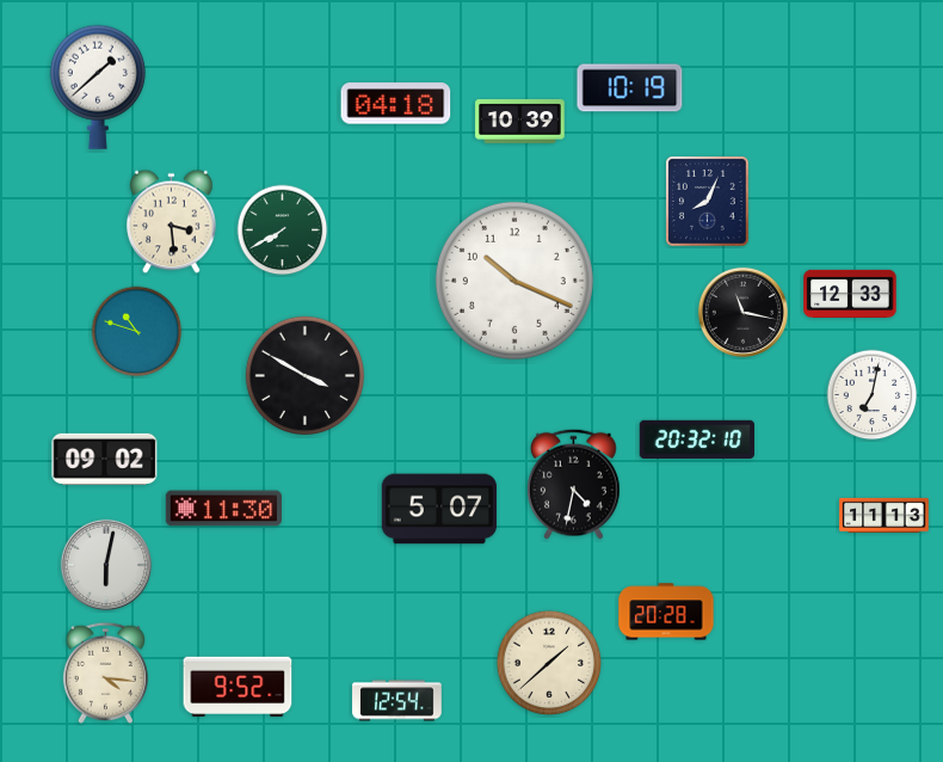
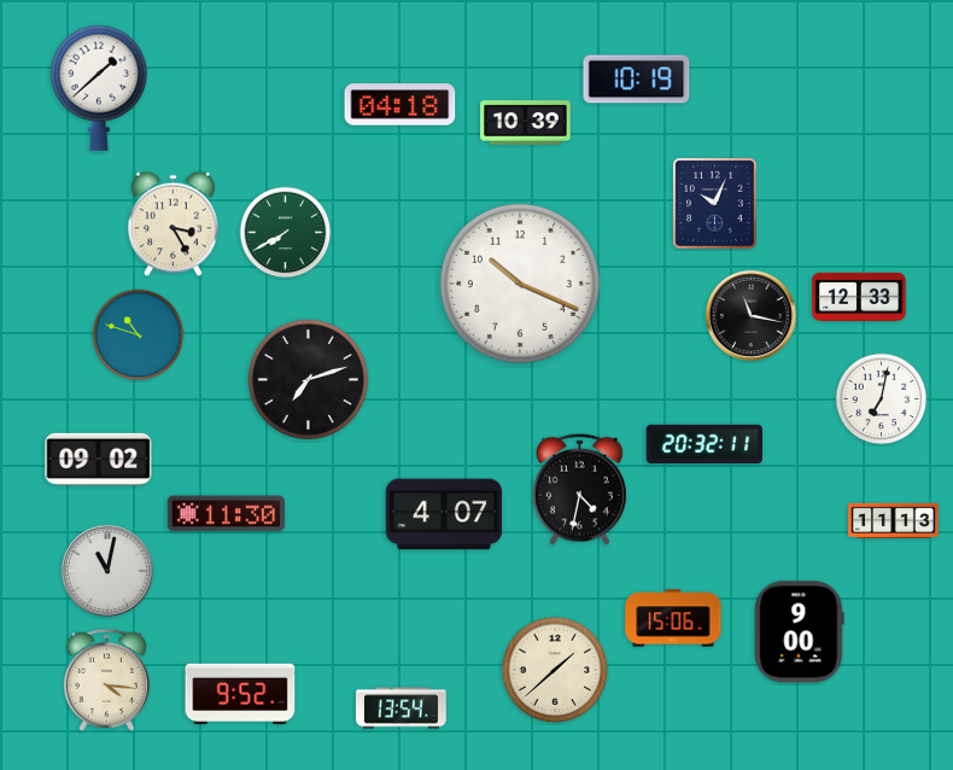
clock at (630, 88) position: (630, 88) -> (637, 80)
clock at (708, 202): 8:04 -> 10:04
clock at (172, 222): 3:29 -> 3:25
clock at (304, 375): 3:50 -> 7:12
clock at (696, 440): 20:32:10 -> 20:32:11
clock at (105, 459) position: (105, 459) -> (99, 459)
clock at (439, 509): 5:07 -> 4:07
clock at (106, 565): 6:02 -> 11:02
clock at (666, 612): 20:28 -> 15:06
clock at (800, 632): none -> 9:00
clock at (397, 701): 12:54 -> 13:54
